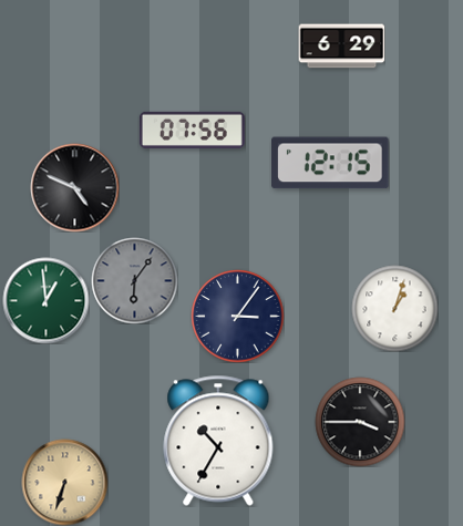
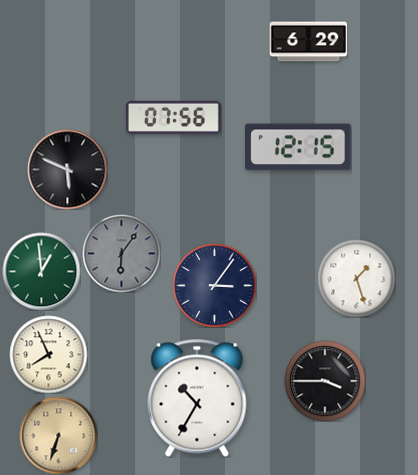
clock at (74, 187): 4:49 -> 5:49
clock at (394, 308): 1:03 -> 1:27
clock at (48, 354): none -> 7:56
